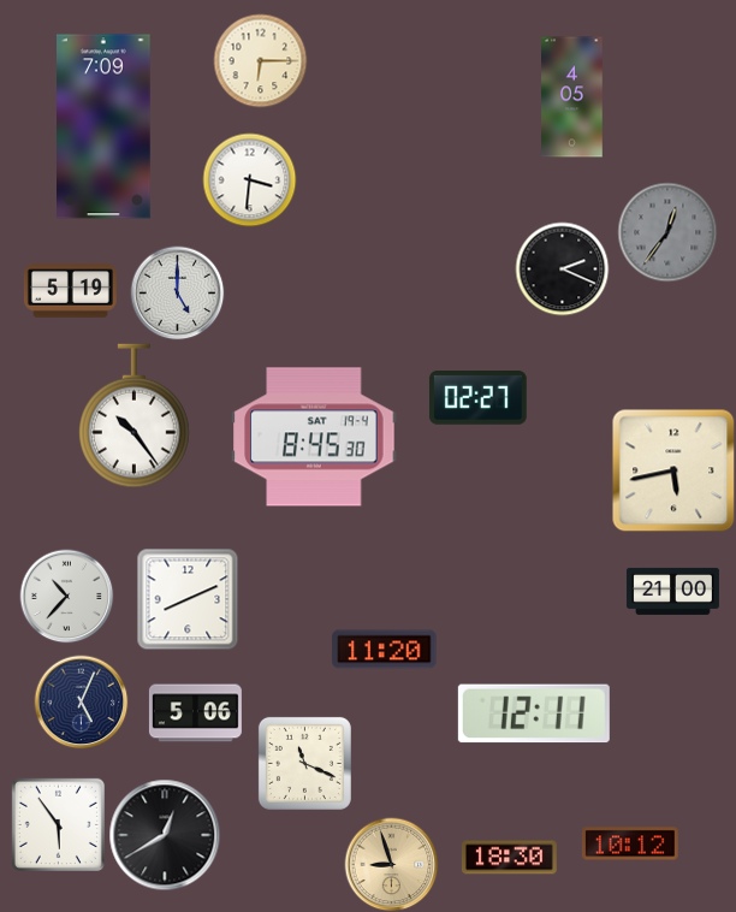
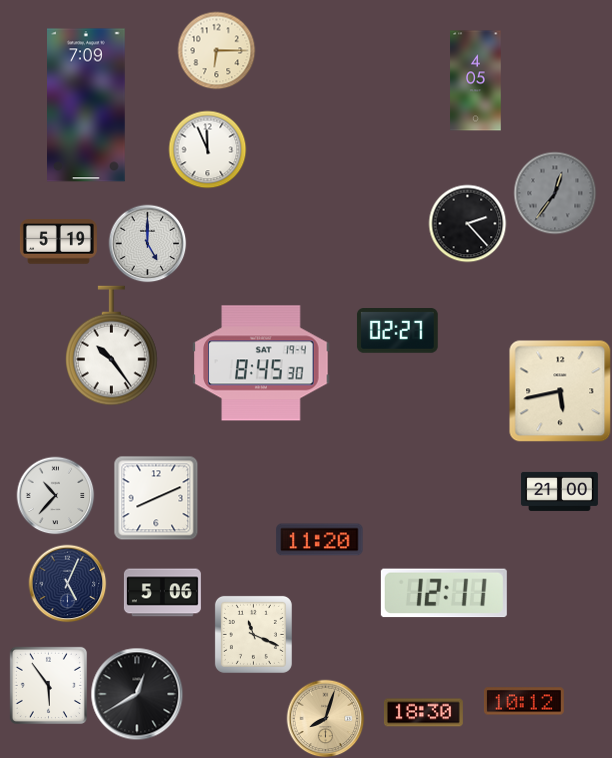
clock at (249, 179): 3:31 -> 11:56
clock at (562, 268): 2:19 -> 2:23
clock at (391, 864): 8:57 -> 8:03
